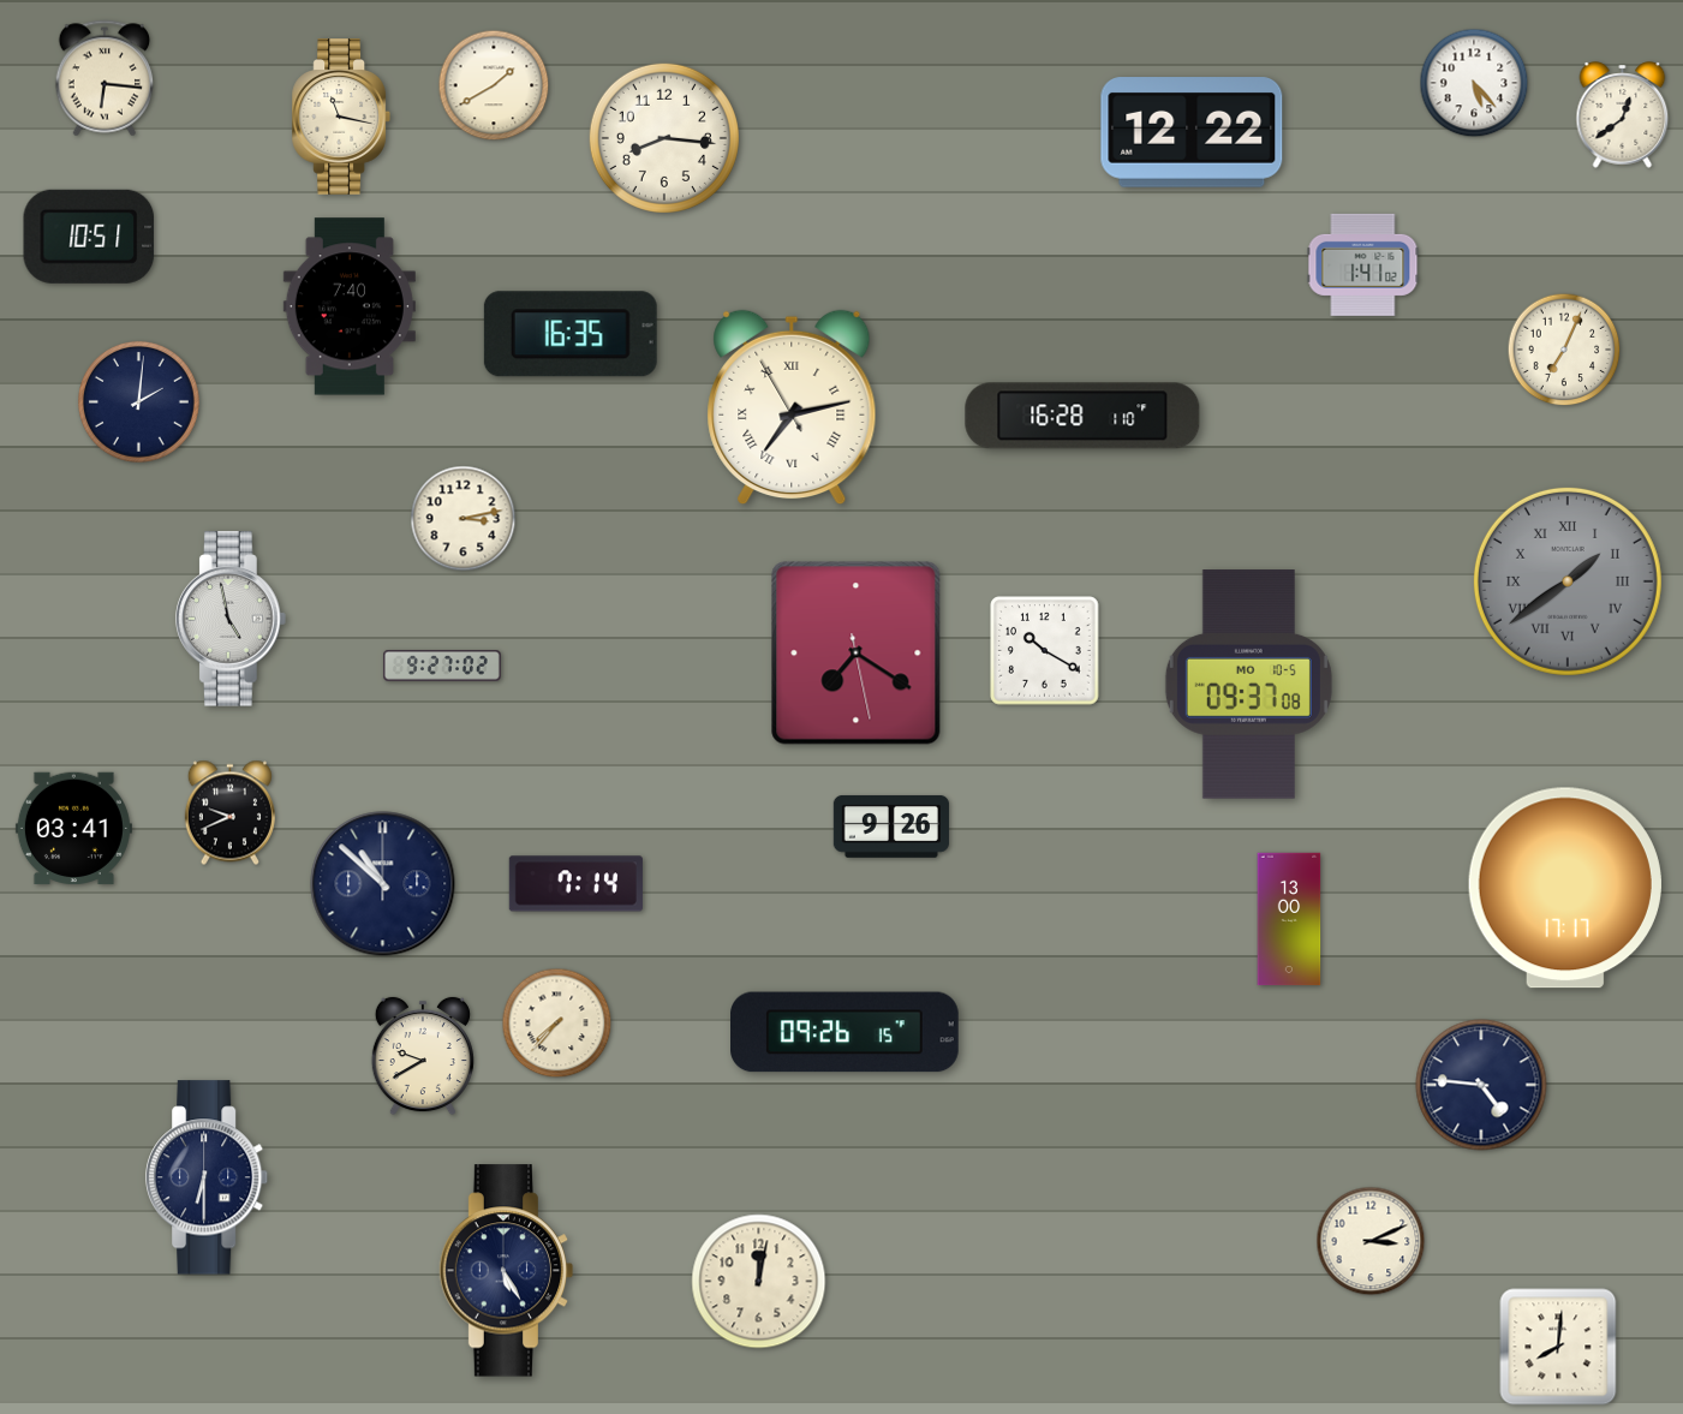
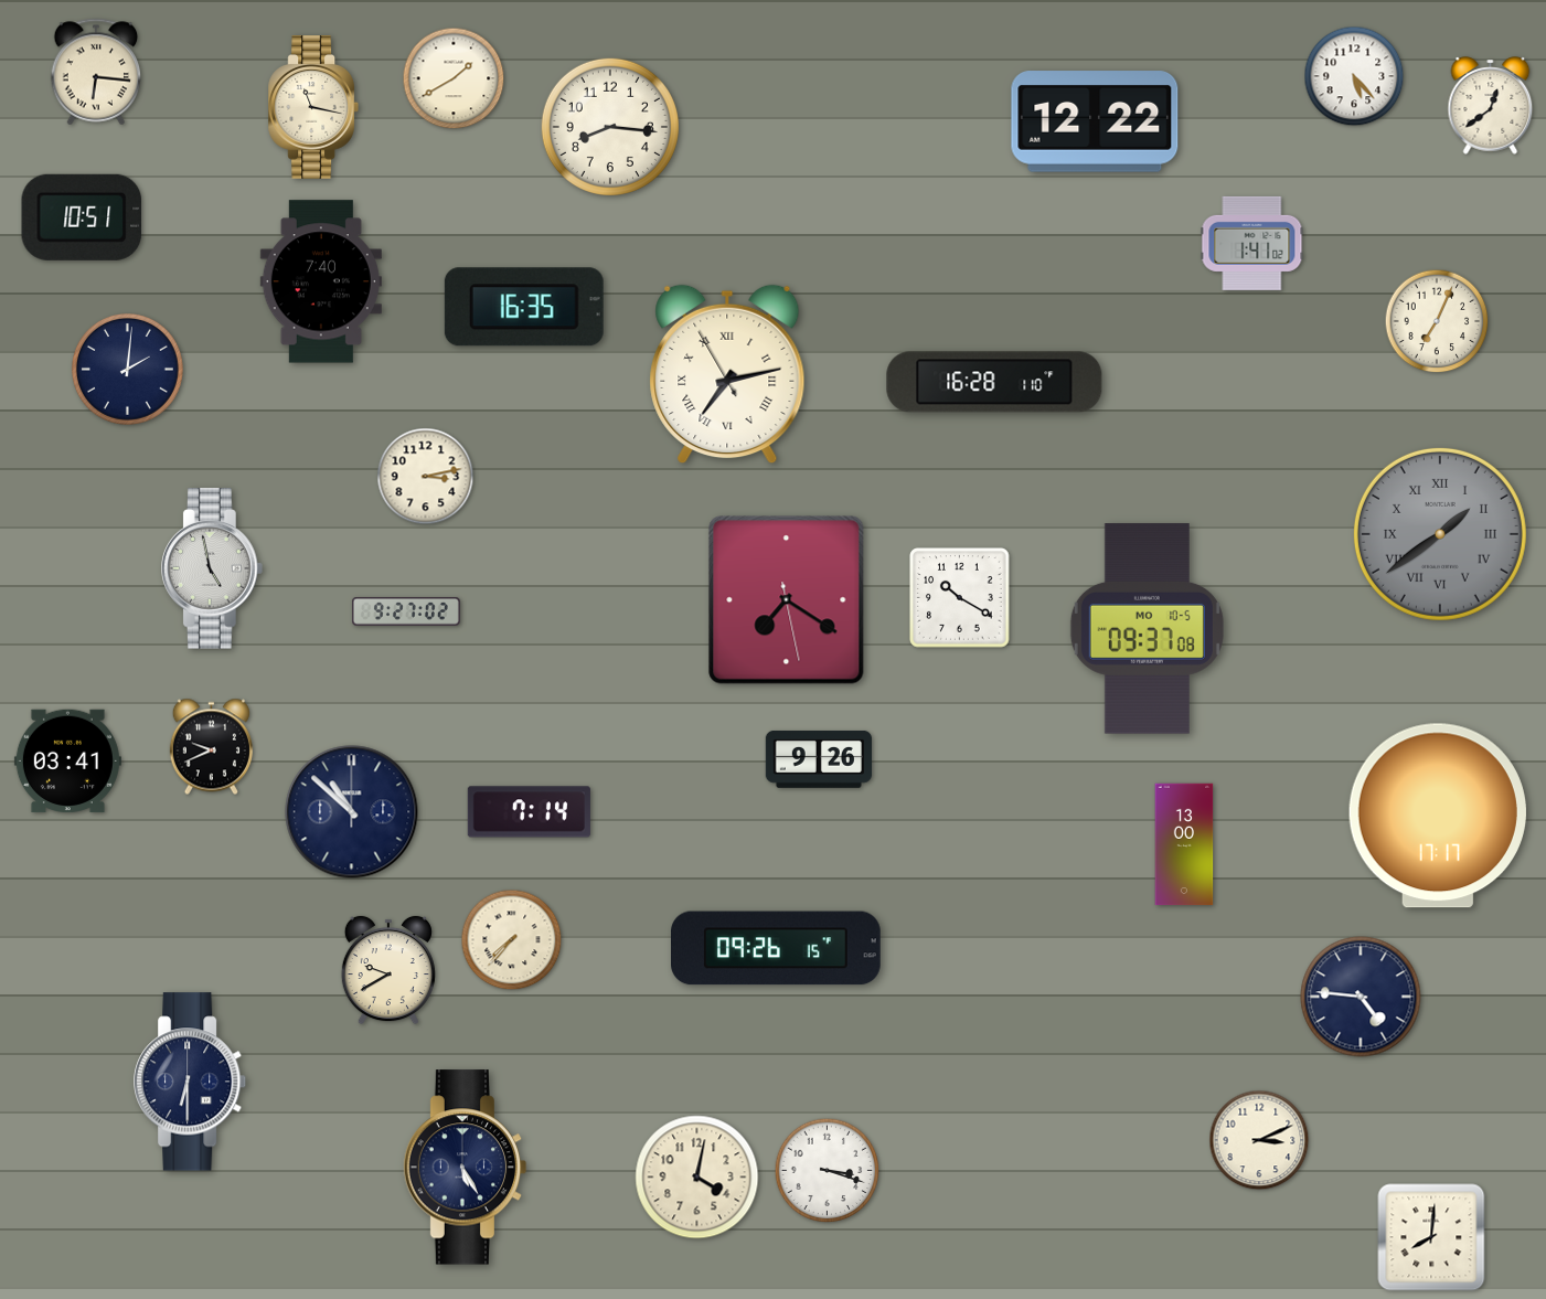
clock at (828, 1171): none -> 3:18
clock at (759, 1282): 12:02 -> 4:02
